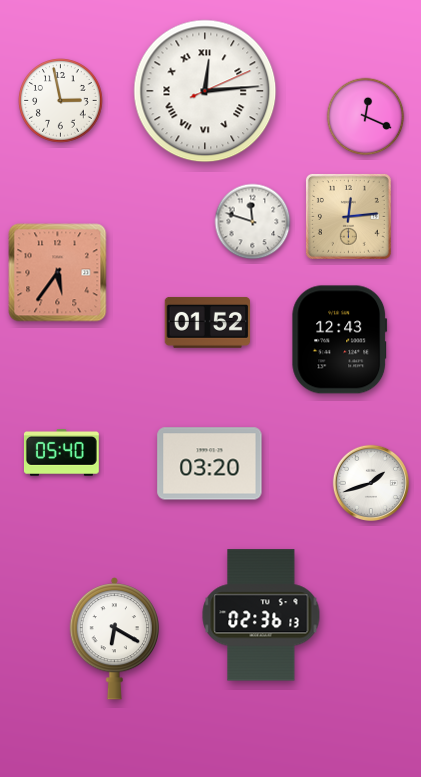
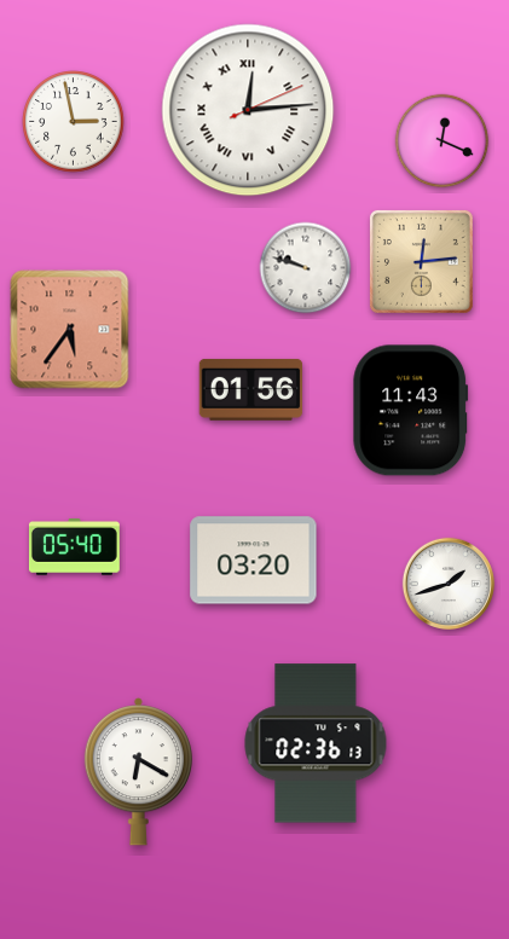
clock at (253, 222): 11:48 -> 9:48
clock at (208, 322): 01:52 -> 01:56
clock at (340, 340): 12:43 -> 11:43
